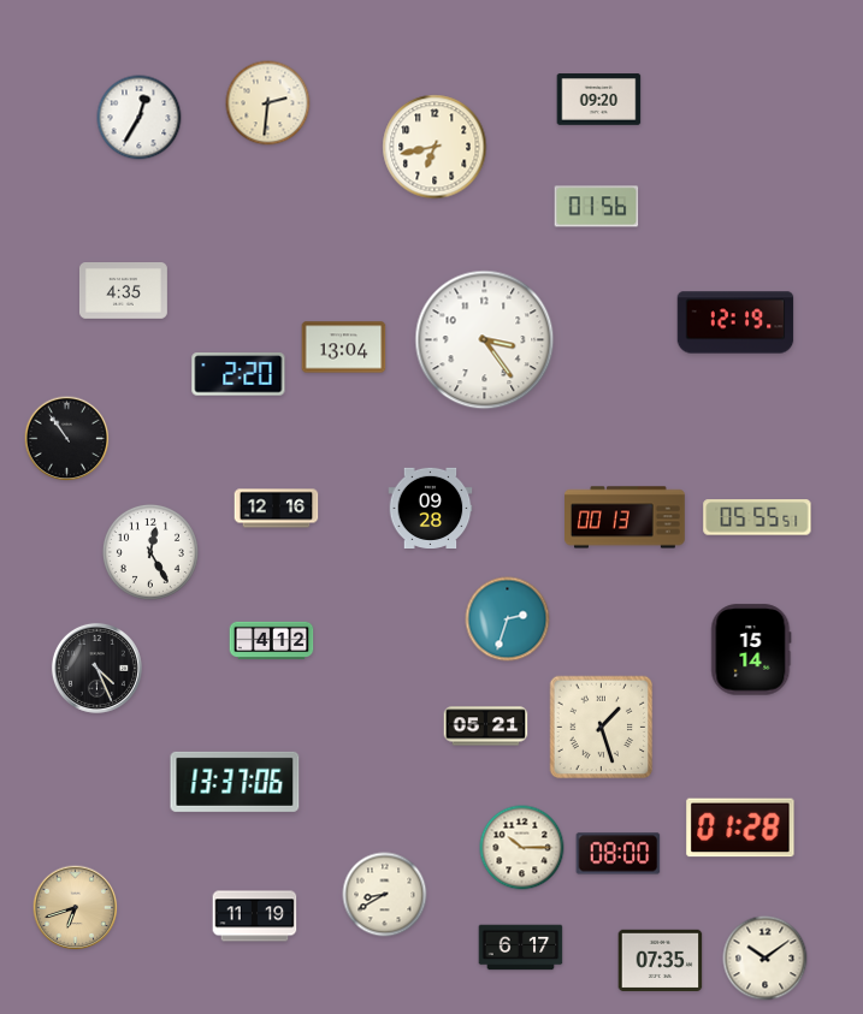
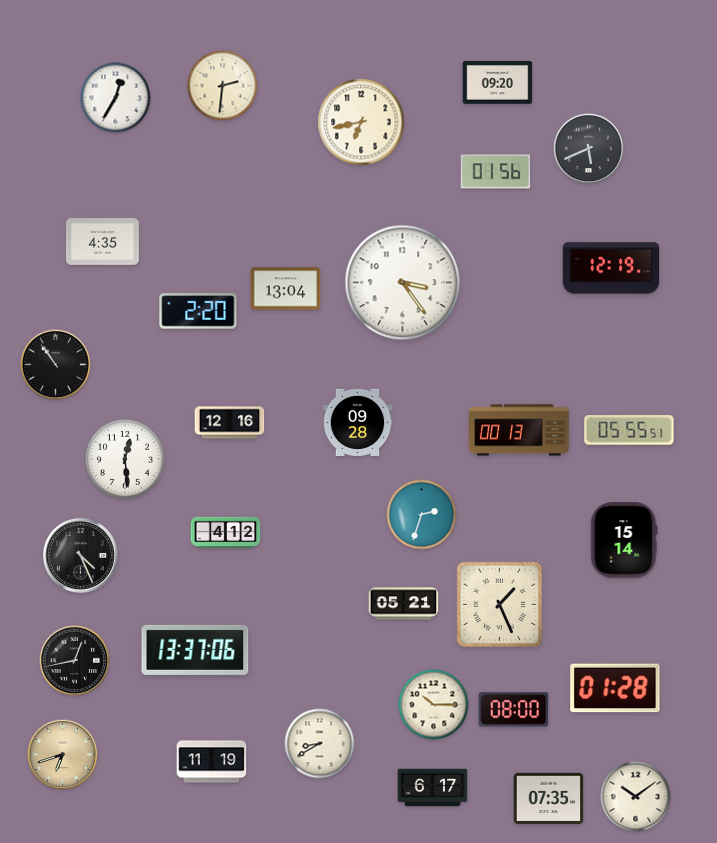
clock at (589, 149): none -> 5:41
clock at (150, 552): 12:25 -> 12:29
clock at (602, 728): 1:27 -> 1:26
clock at (75, 661): none -> 12:43
